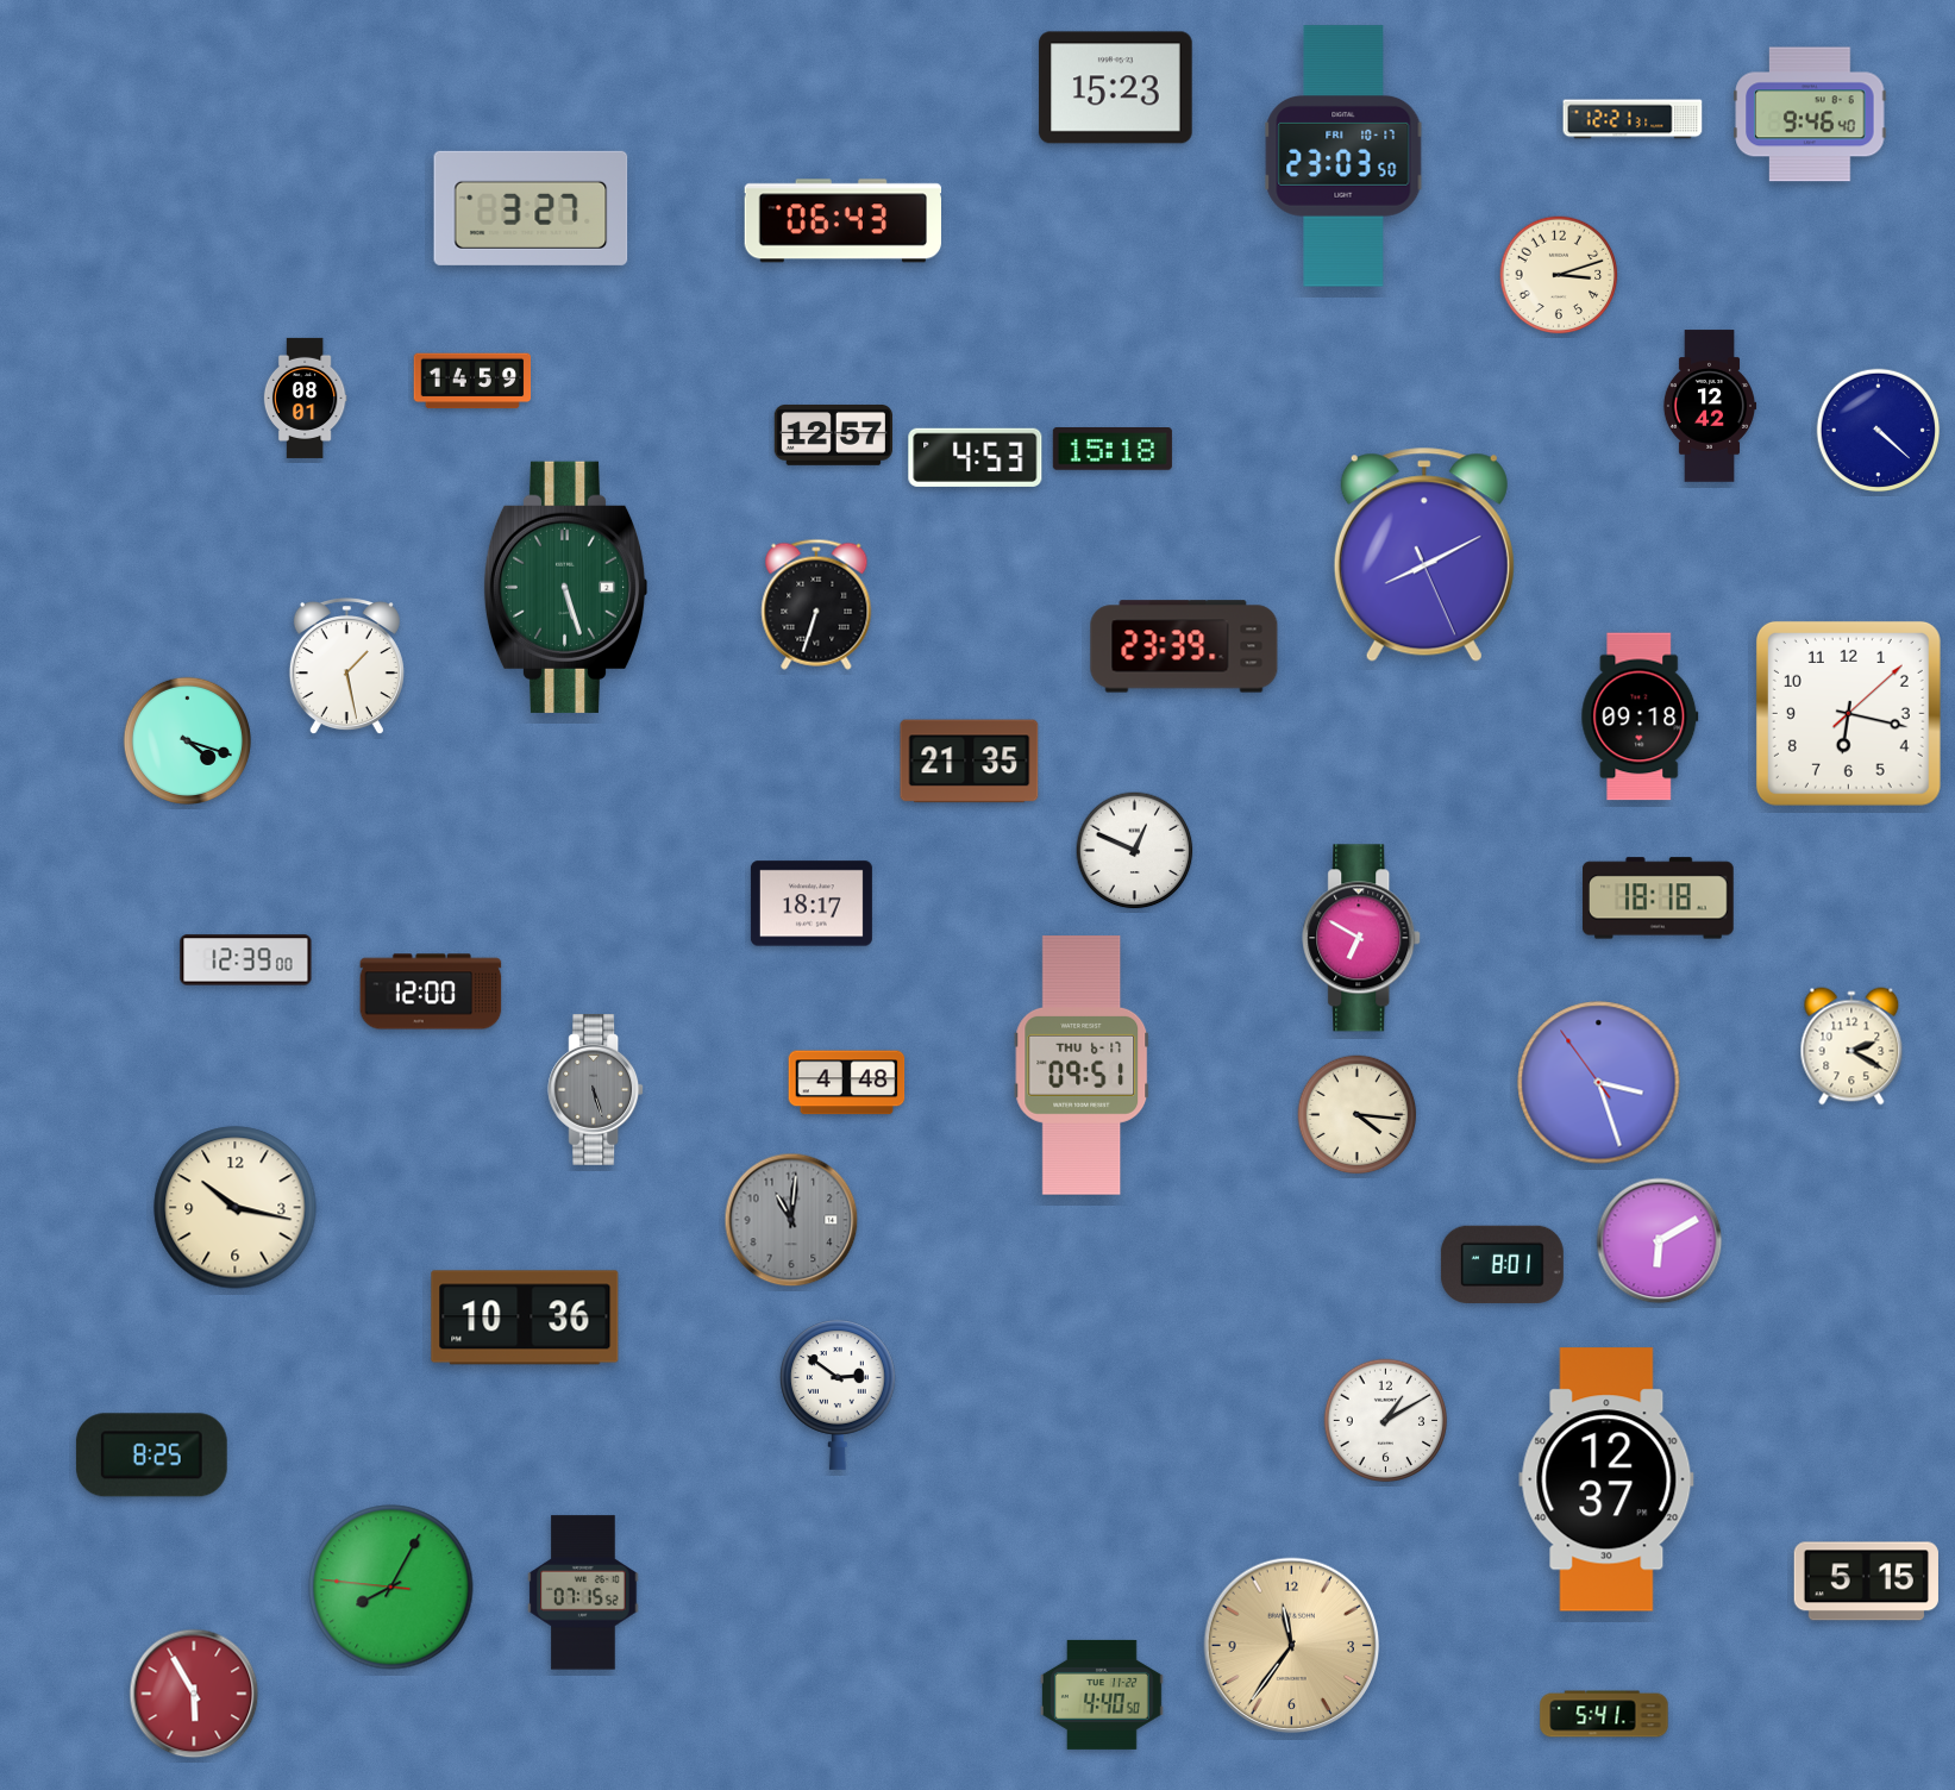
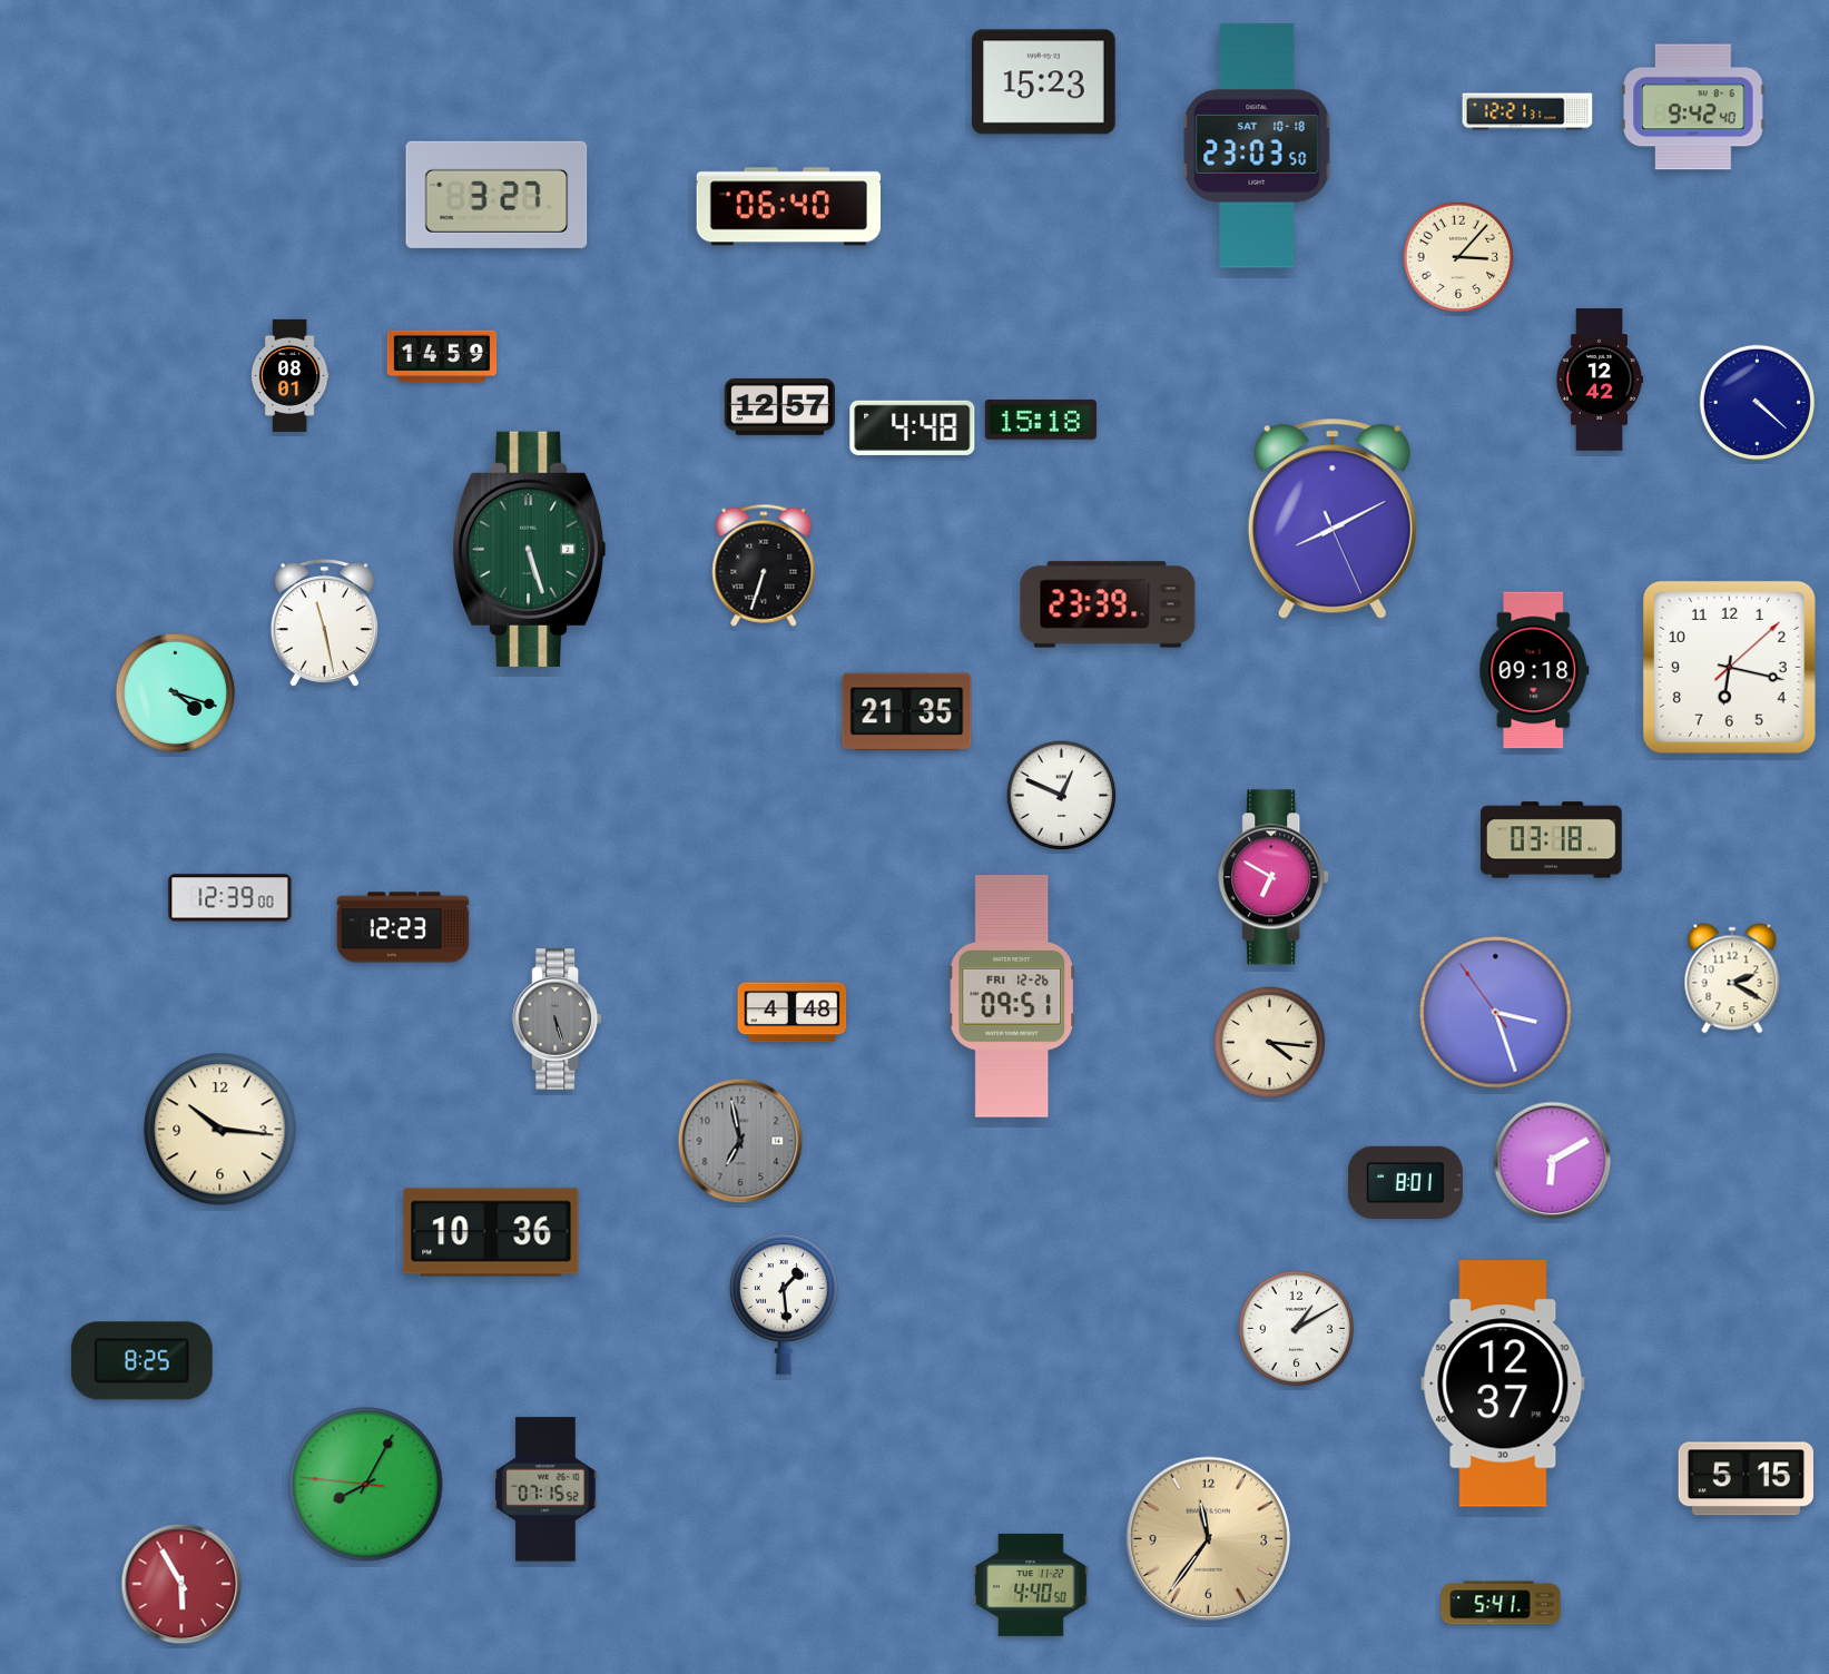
clock at (1810, 114): 9:46 -> 9:42
clock at (1343, 156) date: FRI 10-17 -> SAT 10-18
clock at (842, 221): 06:43 -> 06:40
clock at (1559, 275): 3:12 -> 3:07
clock at (305, 398) position: (305, 398) -> (289, 375)
clock at (976, 457): 4:53 -> 4:48
clock at (346, 668): 1:28 -> 11:28
clock at (1659, 899): 18:18 -> 03:18
clock at (812, 903): 18:17 -> none
clock at (431, 991): 12:00 -> 12:23
clock at (1082, 1066) date: THU 6-17 -> FRI 12-26
clock at (236, 1208): 10:17 -> 10:16
clock at (791, 1220): 11:01 -> 6:58
clock at (839, 1395): 2:51 -> 1:29
